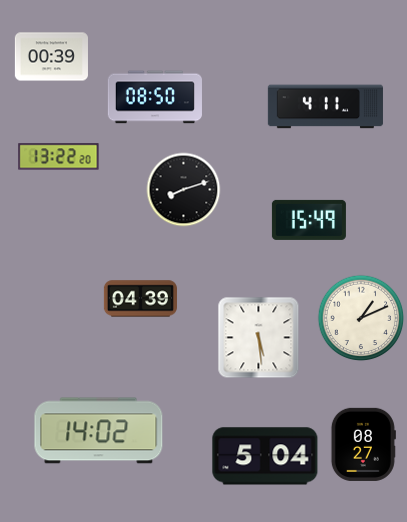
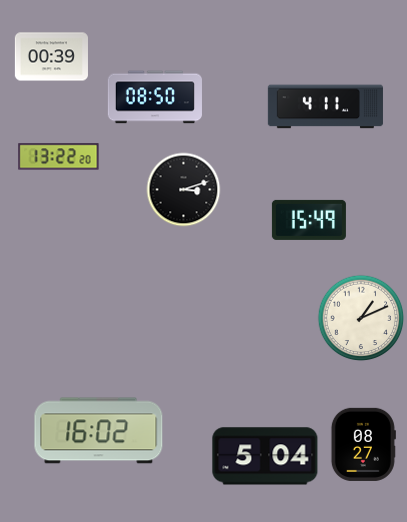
clock at (184, 190): 8:12 -> 3:12
clock at (140, 299): 04:39 -> none
clock at (259, 338): 5:29 -> none
clock at (99, 431): 14:02 -> 16:02
